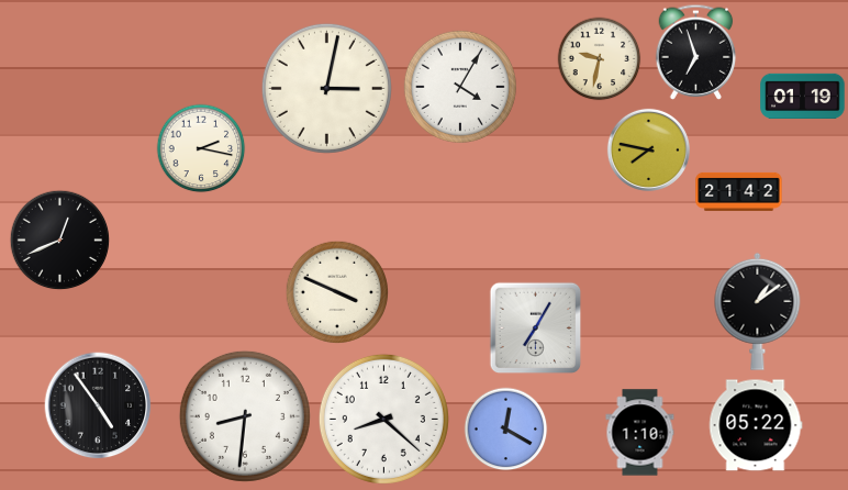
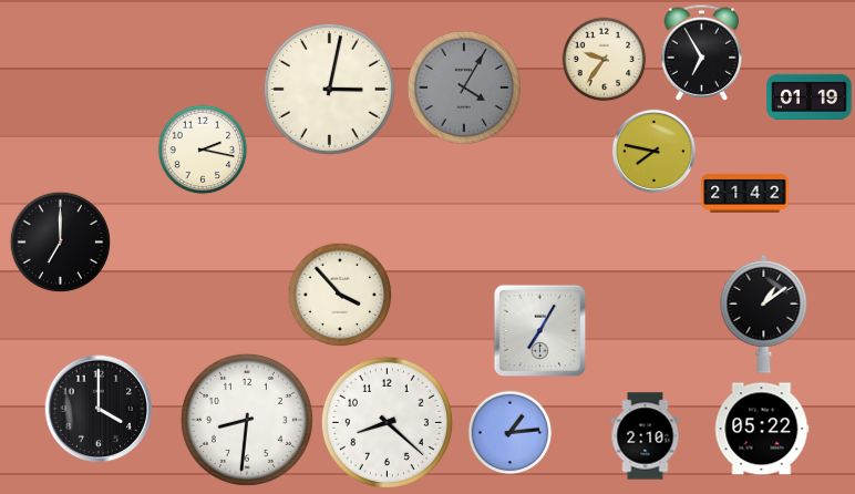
clock at (696, 52): 6:57 -> 6:55
clock at (600, 59): 9:32 -> 9:36
clock at (460, 87) dial: white -> grey
clock at (60, 241): 12:41 -> 7:00
clock at (337, 292): 3:49 -> 3:53
clock at (98, 405): 4:54 -> 4:00
clock at (506, 430): 12:20 -> 1:14
clock at (640, 433): 1:10 -> 2:10
